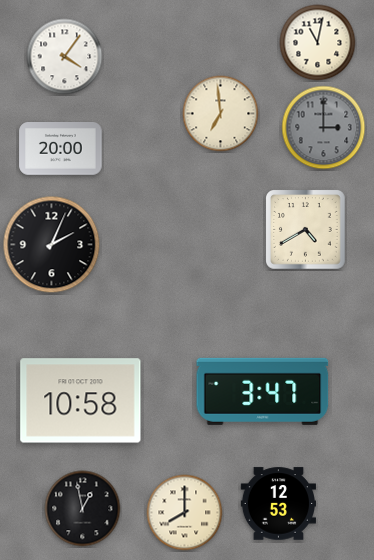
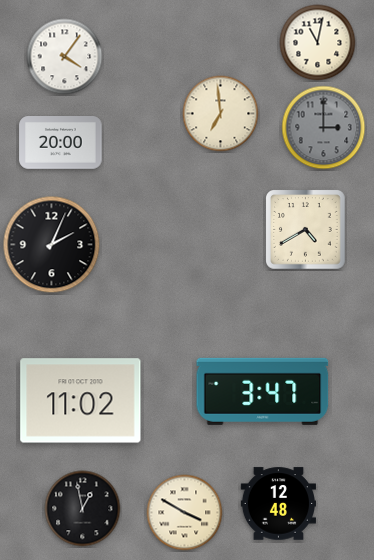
clock at (61, 149) position: (61, 149) -> (61, 143)
clock at (81, 401): 10:58 -> 11:02
clock at (279, 504): 12:53 -> 12:48
clock at (185, 513): 8:00 -> 3:50
